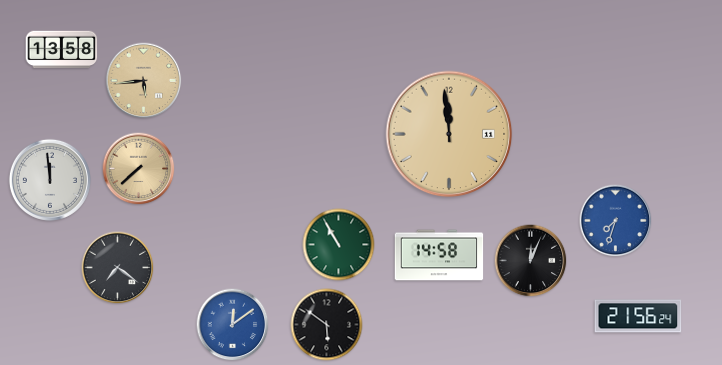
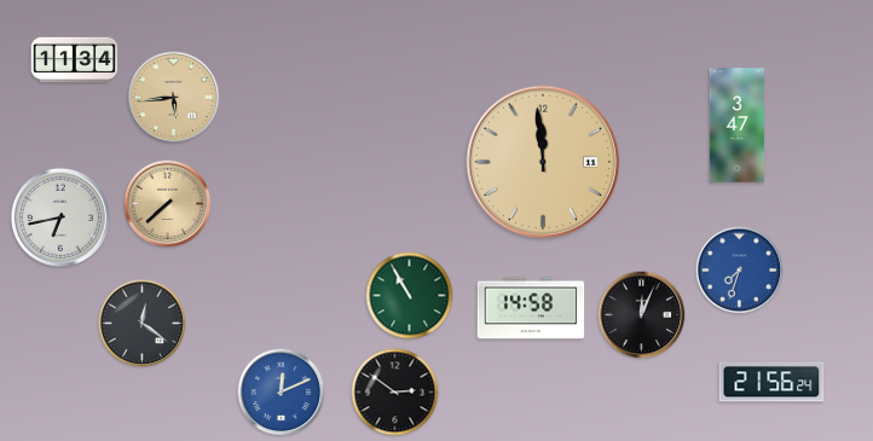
clock at (62, 50): 13:58 -> 11:34
clock at (738, 126): none -> 3:47
clock at (50, 180): 11:59 -> 6:43
clock at (616, 221) position: (616, 221) -> (740, 271)
clock at (118, 268): 7:21 -> 12:21
clock at (233, 325): 12:09 -> 12:11
clock at (327, 325): 5:51 -> 2:51
